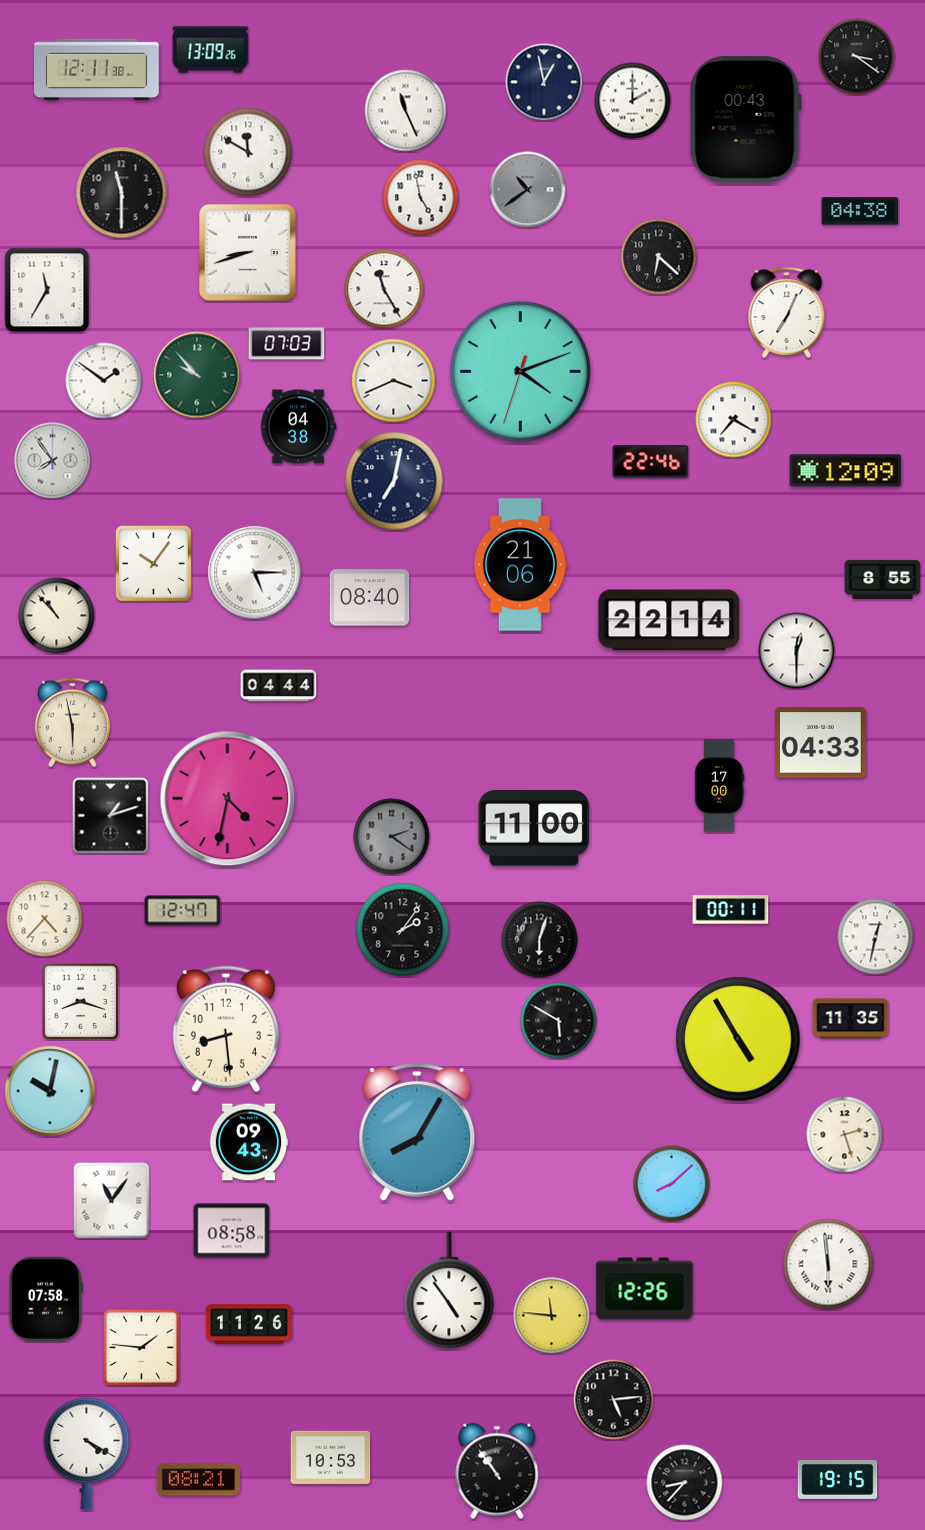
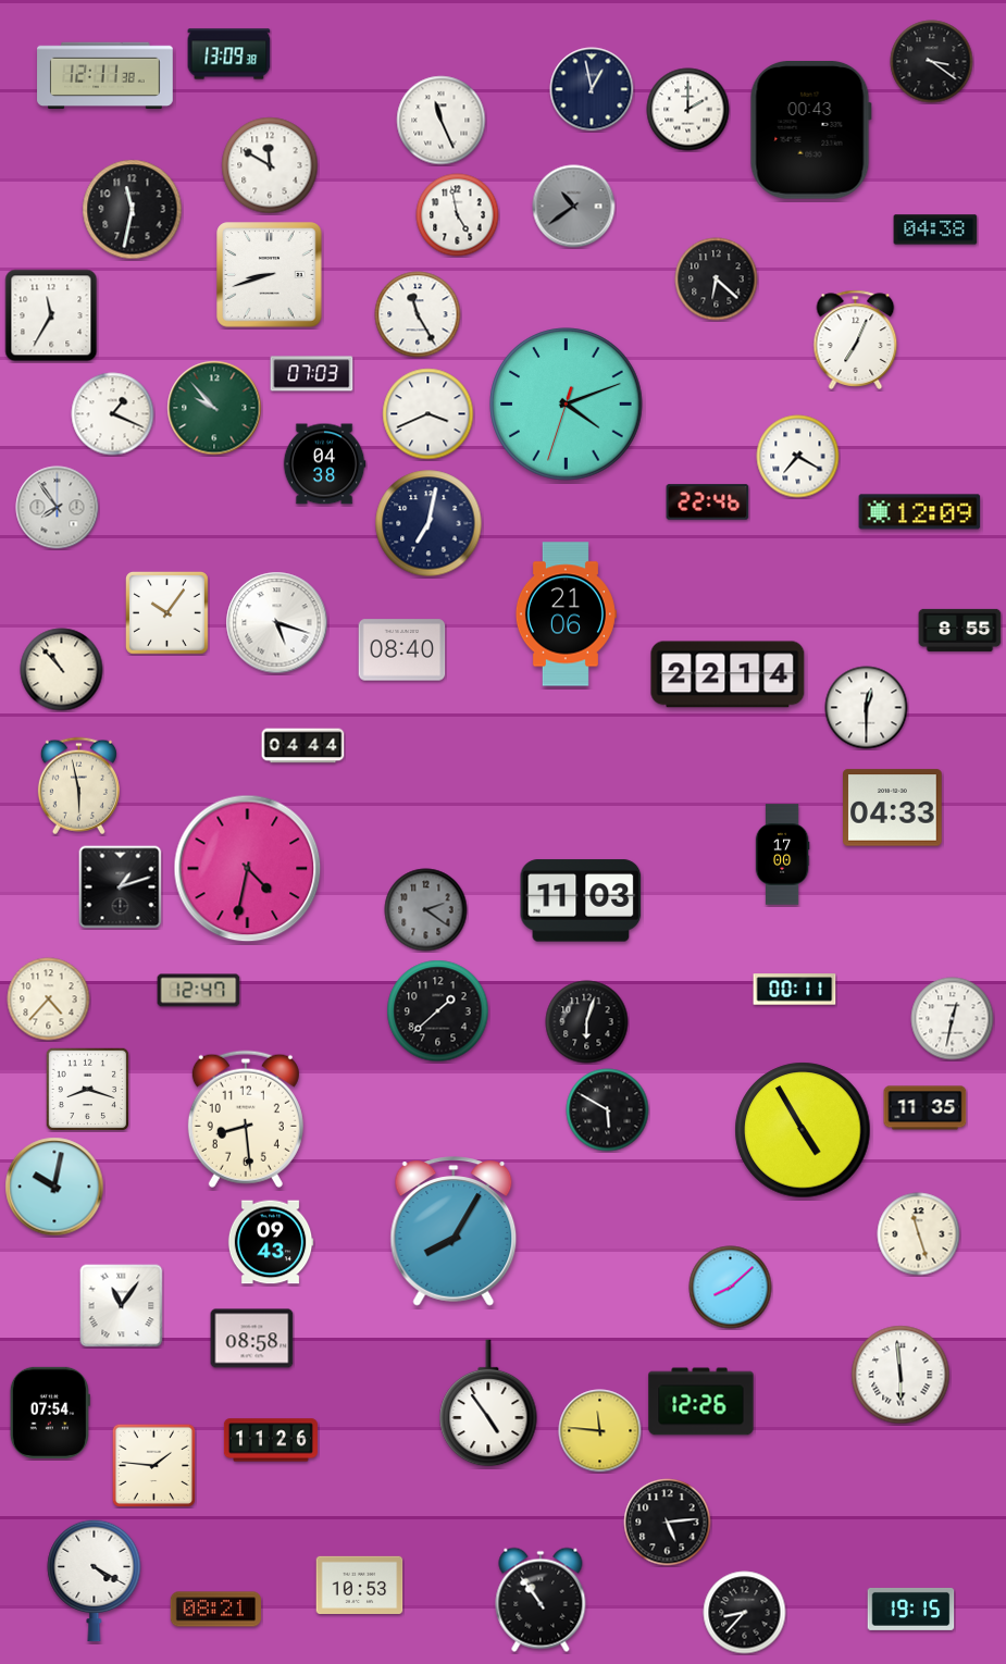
clock at (211, 50): 13:09:26 -> 13:09:38
clock at (122, 193): 11:30 -> 11:32
clock at (104, 381): 1:51 -> 1:19
clock at (53, 461) position: (53, 461) -> (58, 508)
clock at (255, 573): 5:15 -> 5:18
clock at (534, 828): 11:00 -> 11:03
clock at (403, 930): 2:06 -> 1:38
clock at (845, 1135): 2:27 -> 11:27
clock at (46, 1299): 07:58 -> 07:54
